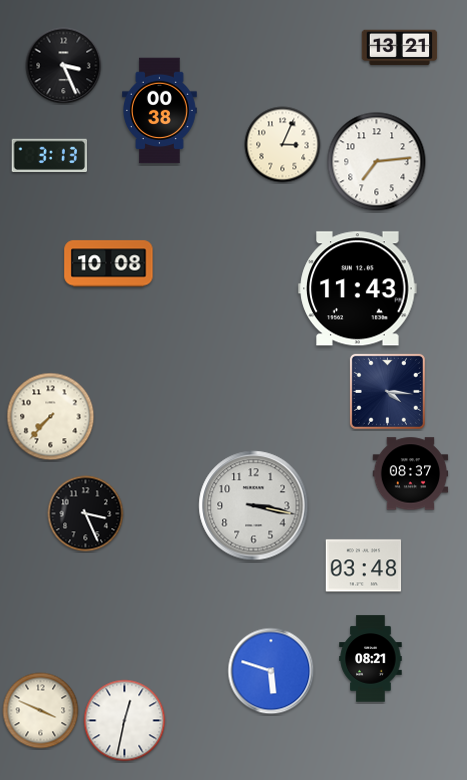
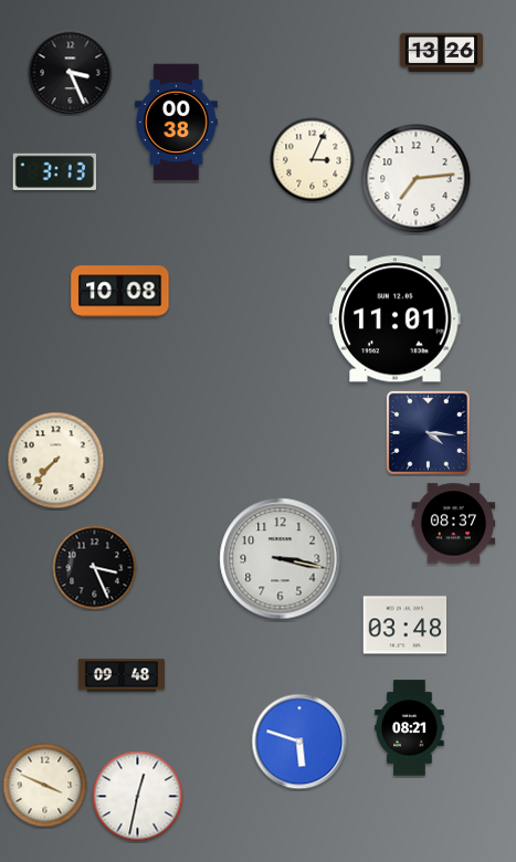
clock at (400, 48): 13:21 -> 13:26
clock at (358, 289): 11:43 -> 11:01
clock at (364, 566) position: (364, 566) -> (406, 626)
clock at (120, 675): none -> 09:48
